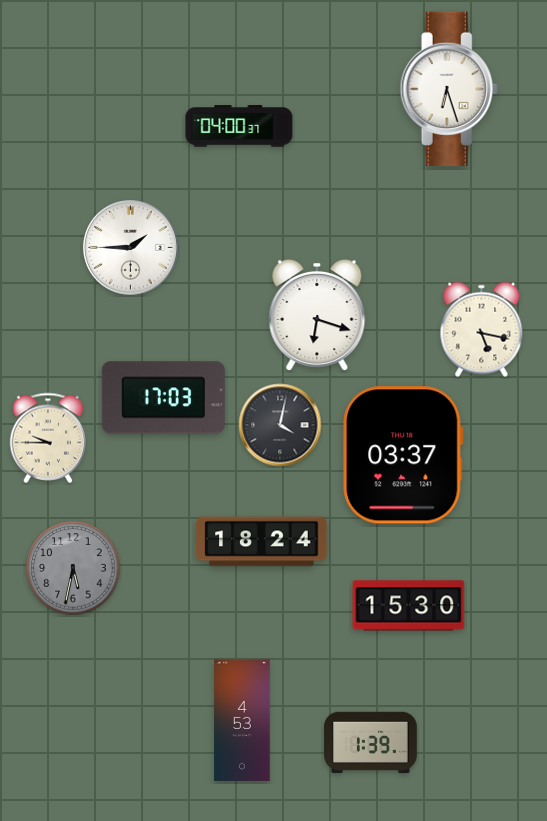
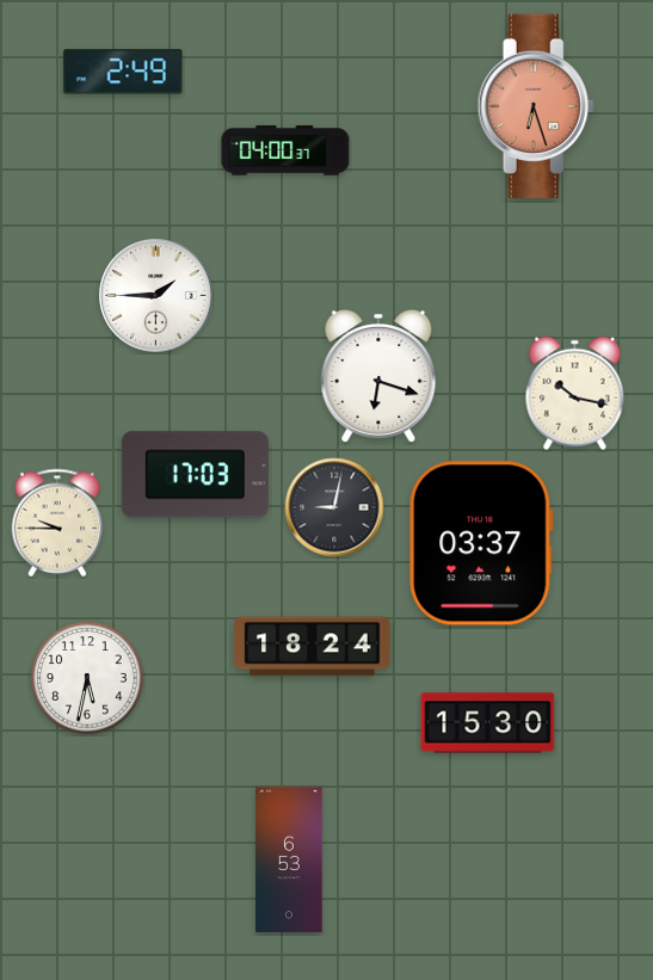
clock at (123, 72): none -> 2:49
clock at (449, 89) dial: white -> salmon
clock at (482, 330): 5:17 -> 10:17
clock at (280, 425): 4:02 -> 9:02
clock at (73, 568) dial: grey -> white
clock at (242, 720): 4:53 -> 6:53
clock at (371, 743): 1:39 -> none
